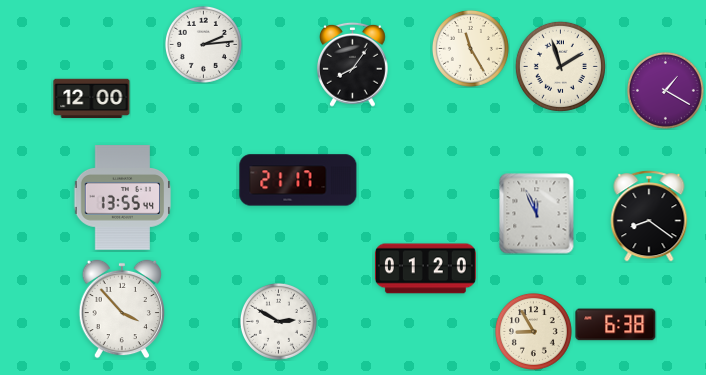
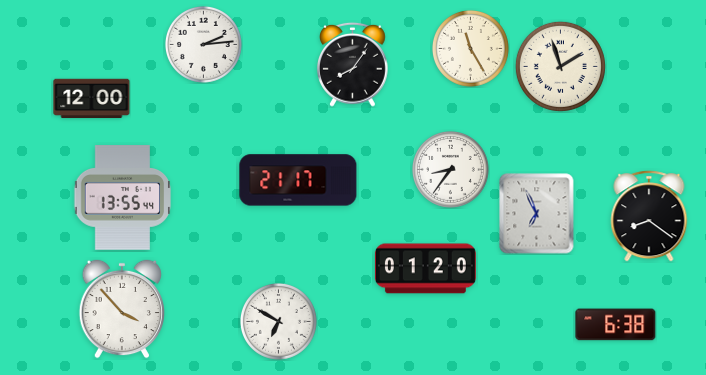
clock at (665, 90): 1:20 -> none
clock at (450, 169): none -> 8:36
clock at (537, 214): 11:56 -> 6:56
clock at (278, 321): 2:50 -> 6:50
clock at (533, 331): 8:55 -> none
